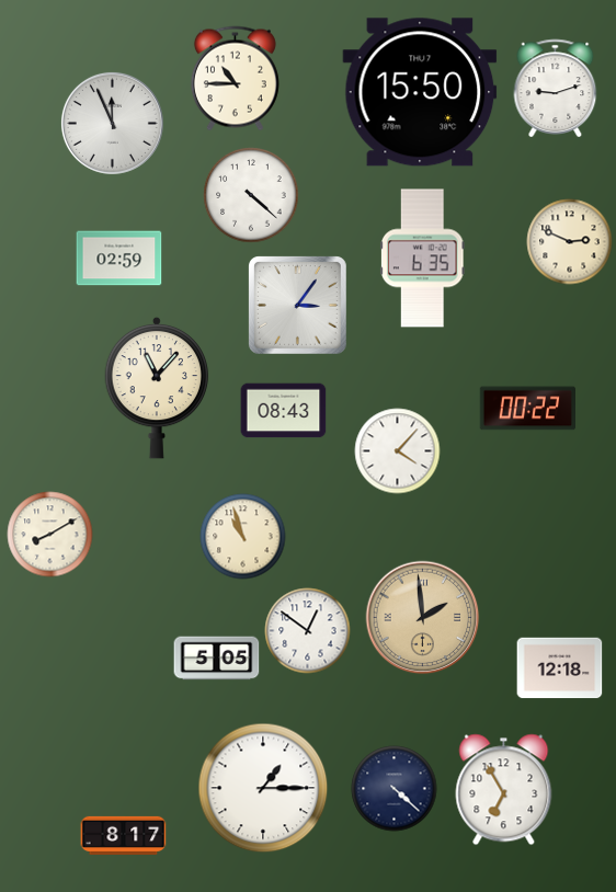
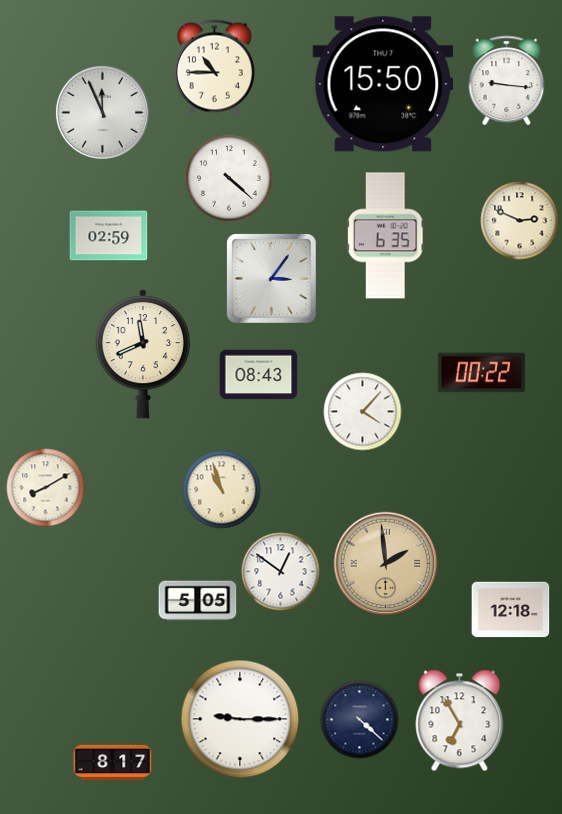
clock at (235, 78) position: (235, 78) -> (214, 67)
clock at (556, 88): 9:12 -> 9:16
clock at (157, 388): 11:07 -> 11:41
clock at (307, 630) position: (307, 630) -> (280, 571)
clock at (263, 788): 1:15 -> 9:15
